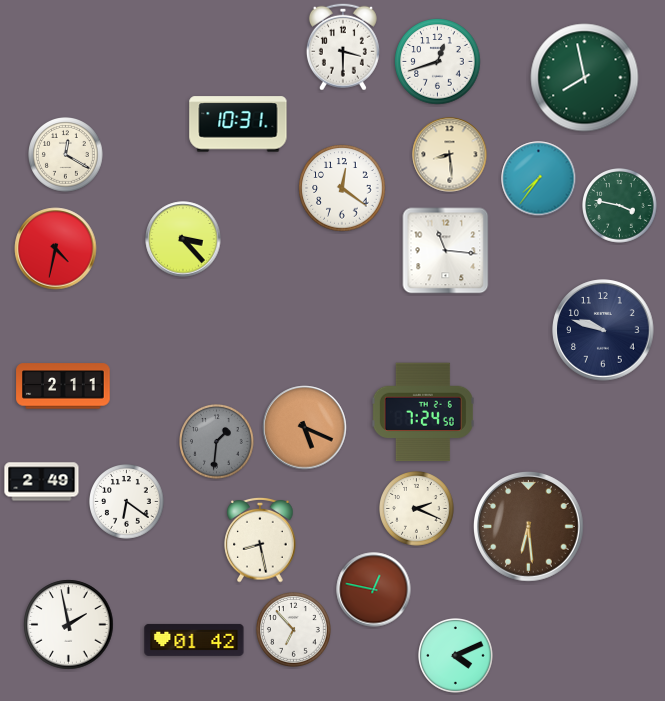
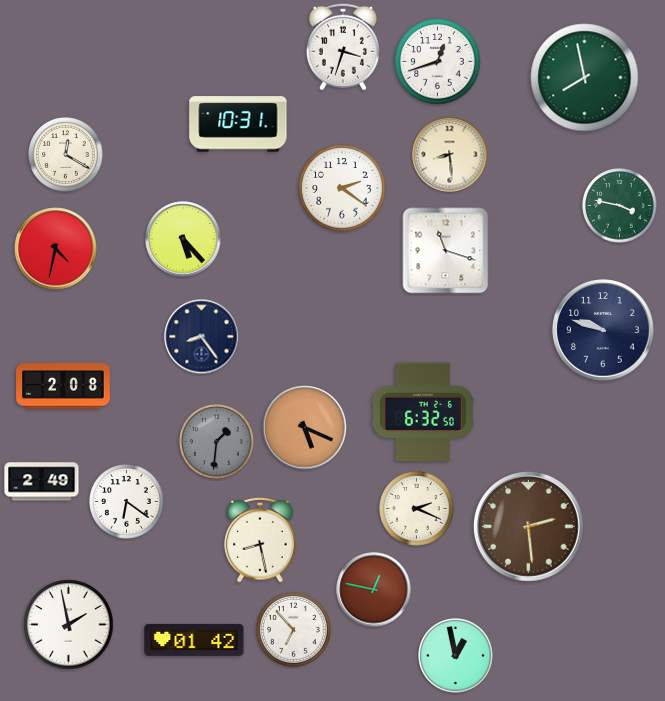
clock at (343, 47): 3:30 -> 3:33
clock at (539, 179): 7:36 -> none
clock at (342, 188): 12:21 -> 2:21
clock at (183, 239): 3:23 -> 5:23
clock at (446, 251): 11:16 -> 11:18
clock at (202, 337): none -> 8:24
clock at (63, 386): 2:11 -> 2:08
clock at (423, 412): 7:24 -> 6:32
clock at (529, 527): 6:29 -> 2:29
clock at (456, 656): 4:11 -> 12:58
